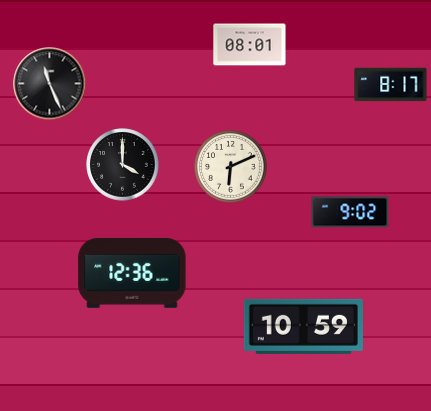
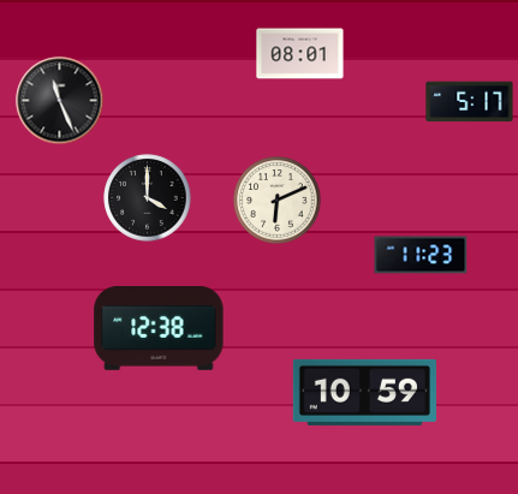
clock at (391, 85): 8:17 -> 5:17
clock at (350, 212): 9:02 -> 11:23
clock at (132, 273): 12:36 -> 12:38
